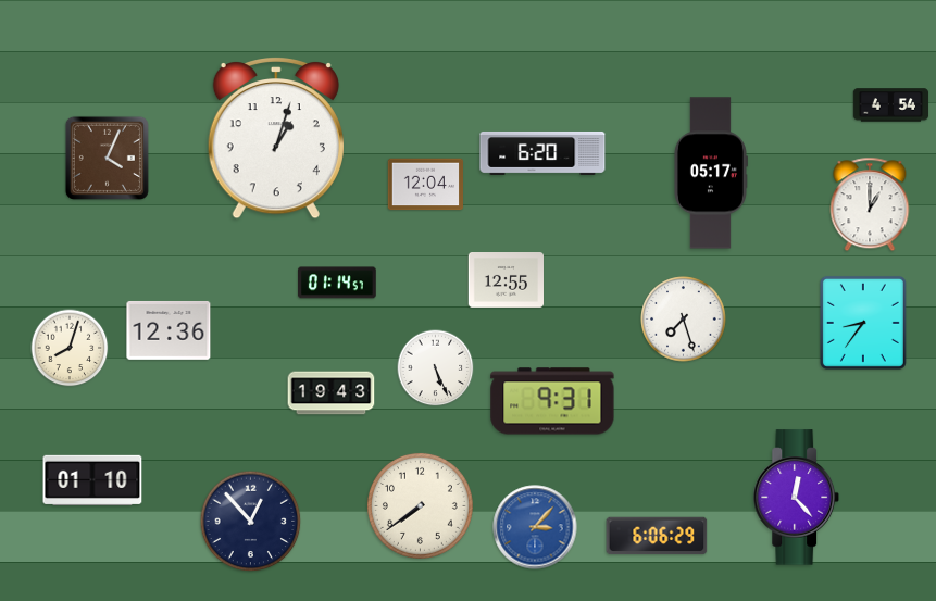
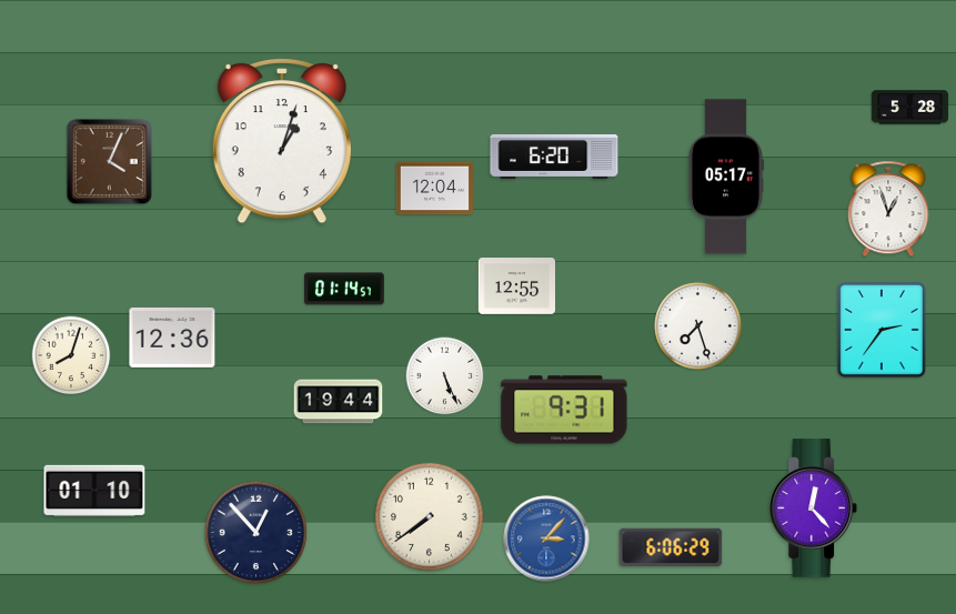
clock at (891, 105): 4:54 -> 5:28
clock at (870, 204): 1:00 -> 12:57
clock at (863, 323): 8:36 -> 2:36
clock at (332, 393): 19:43 -> 19:44
